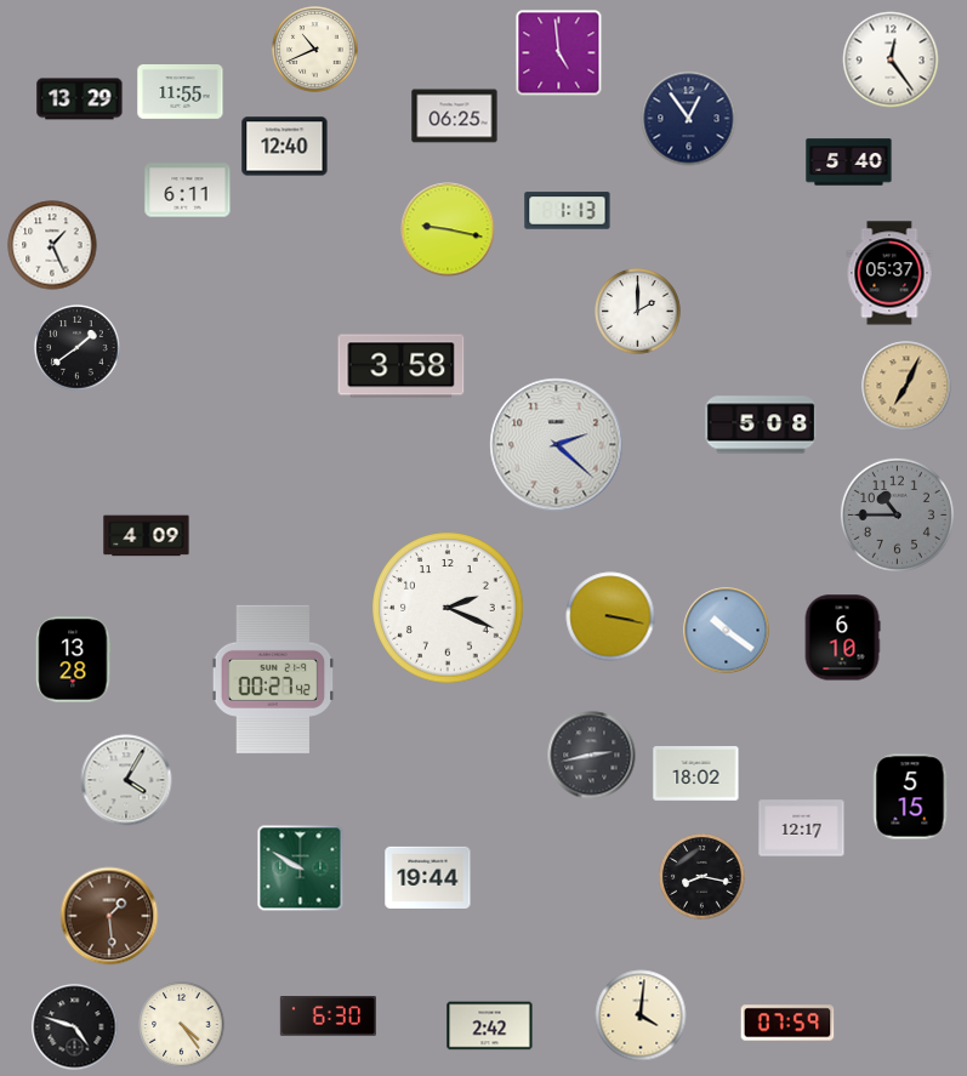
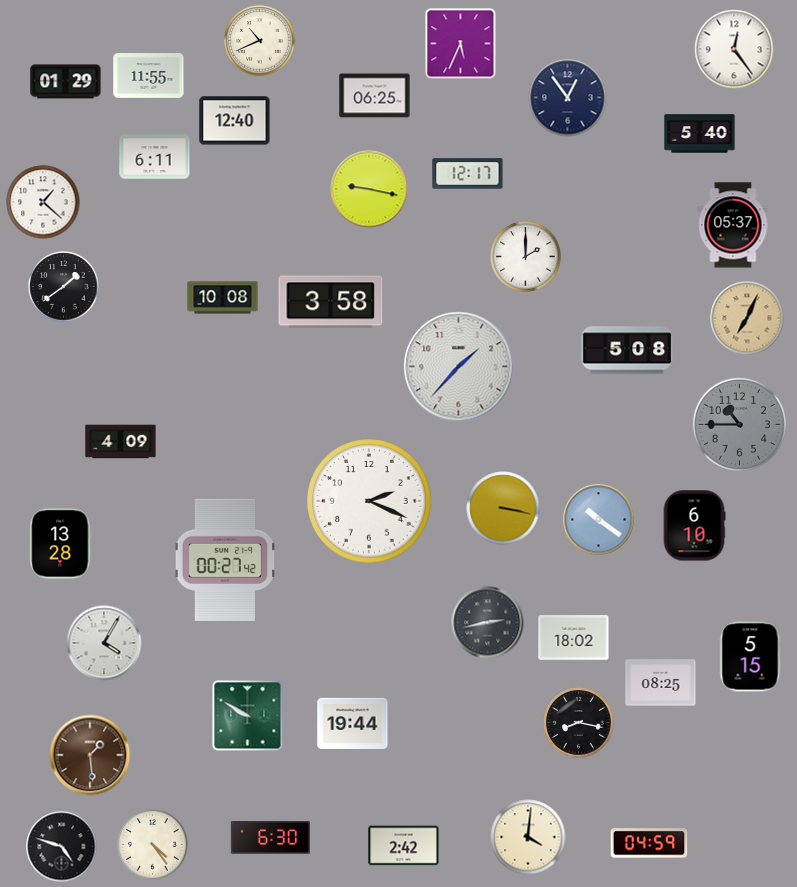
clock at (559, 53): 4:59 -> 5:34
clock at (80, 99): 13:29 -> 01:29
clock at (568, 211): 1:13 -> 12:17
clock at (52, 245): 1:26 -> 1:22
clock at (223, 298): none -> 10:08
clock at (557, 445): 2:22 -> 1:37
clock at (802, 829): 12:17 -> 08:25
clock at (787, 1023): 07:59 -> 04:59
clock at (182, 1025) position: (182, 1025) -> (153, 845)
